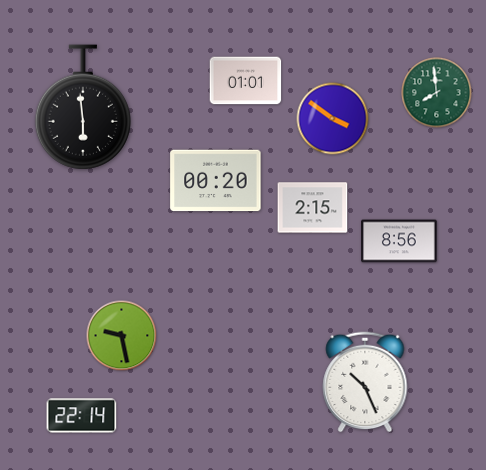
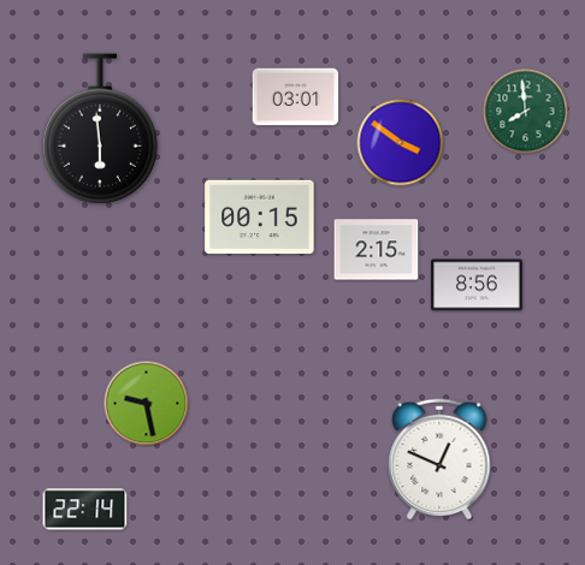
clock at (246, 81): 01:01 -> 03:01
clock at (216, 181): 00:20 -> 00:15
clock at (399, 241) position: (399, 241) -> (477, 285)
clock at (365, 382): 10:26 -> 12:49
clock at (82, 416) position: (82, 416) -> (85, 510)
